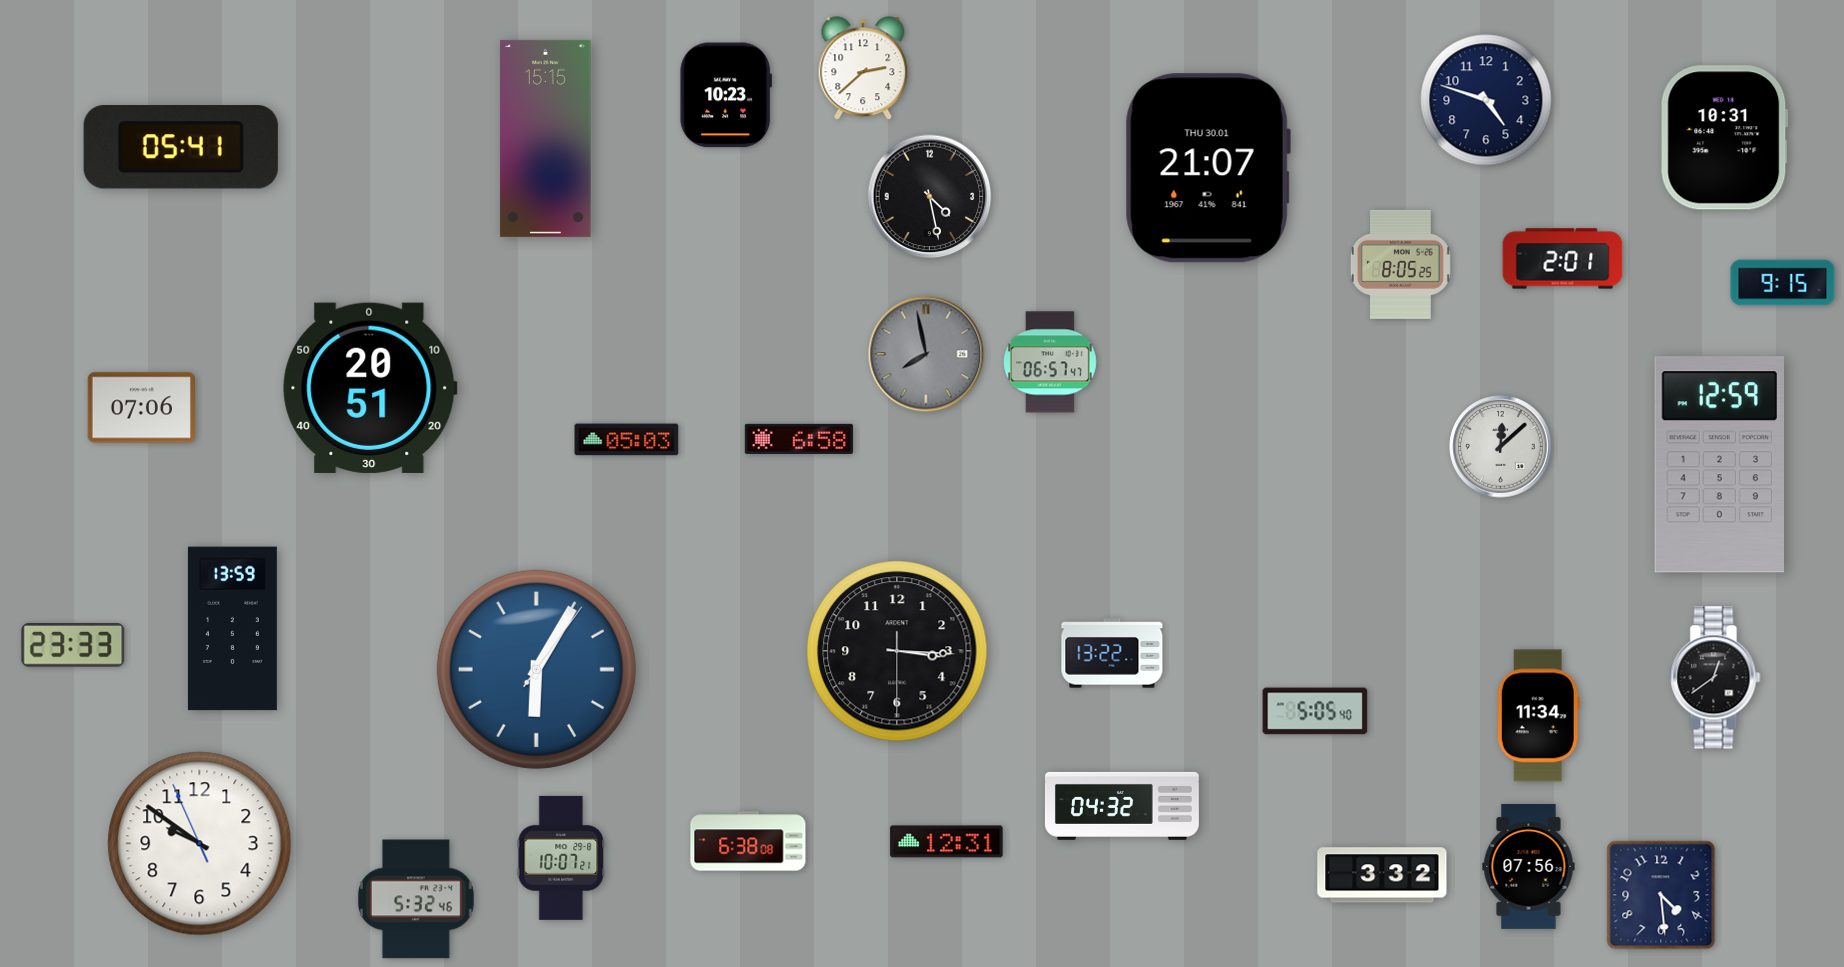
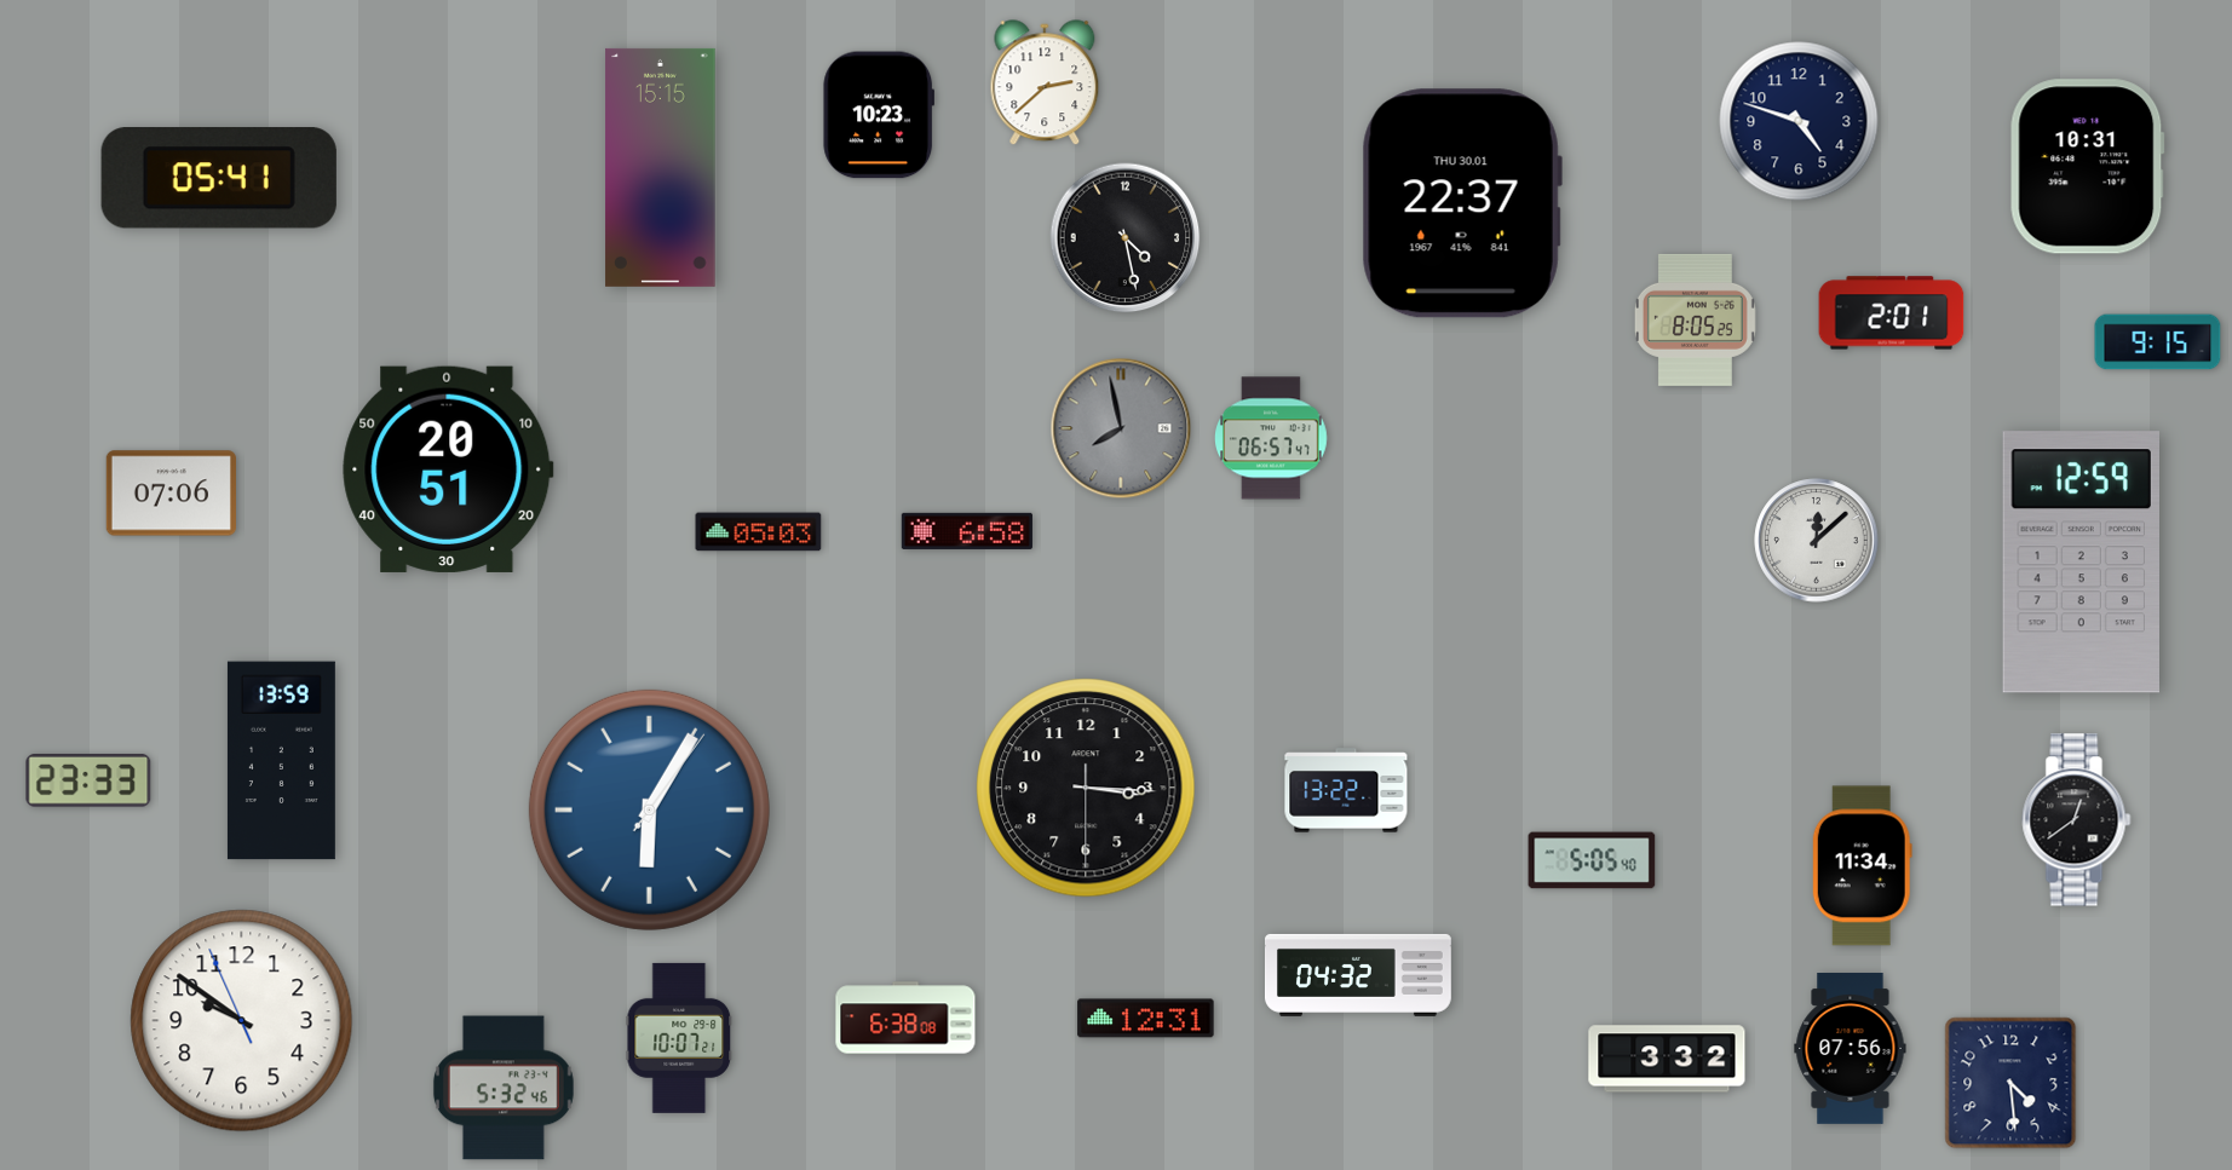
clock at (1208, 168): 21:07 -> 22:37
clock at (1382, 875) position: (1382, 875) -> (1667, 1059)
